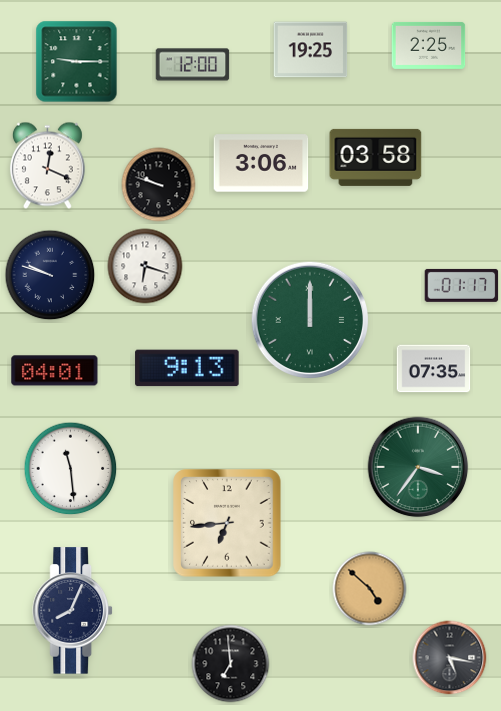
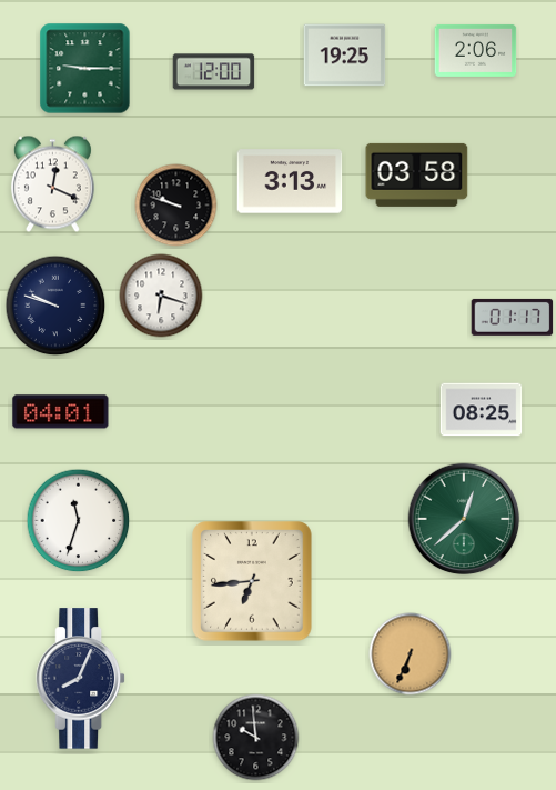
clock at (429, 45): 2:25 -> 2:06
clock at (261, 163): 3:06 -> 3:13
clock at (310, 320): 12:00 -> none
clock at (187, 368): 9:13 -> none
clock at (434, 369): 07:35 -> 08:25
clock at (418, 467): 3:36 -> 12:38
clock at (71, 469): 11:29 -> 11:33
clock at (370, 589): 4:52 -> 6:34
clock at (450, 658): 5:17 -> none
clock at (231, 664): 6:59 -> 9:59
